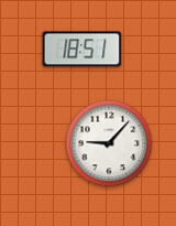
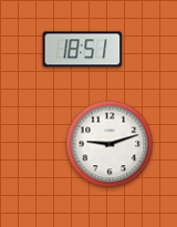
clock at (109, 143): 9:07 -> 9:12
